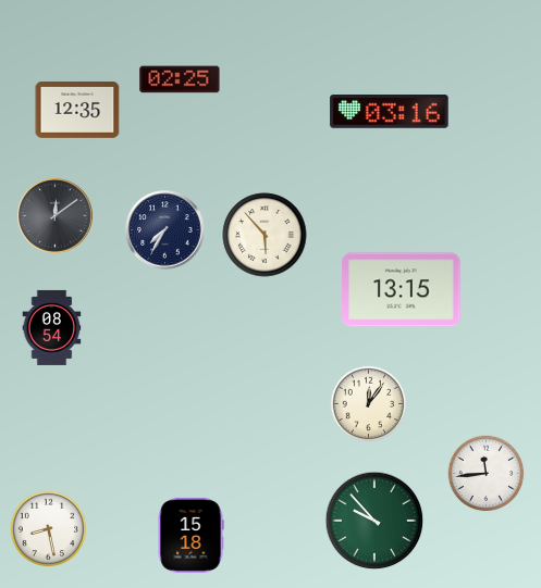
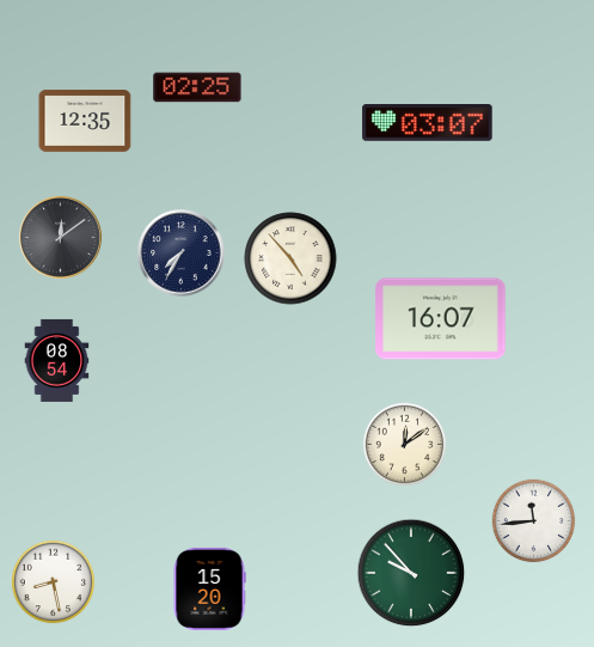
clock at (390, 112): 03:16 -> 03:07
clock at (265, 235): 5:53 -> 4:53
clock at (402, 290): 13:15 -> 16:07
clock at (369, 404): 12:06 -> 12:09
clock at (190, 535): 15:18 -> 15:20
